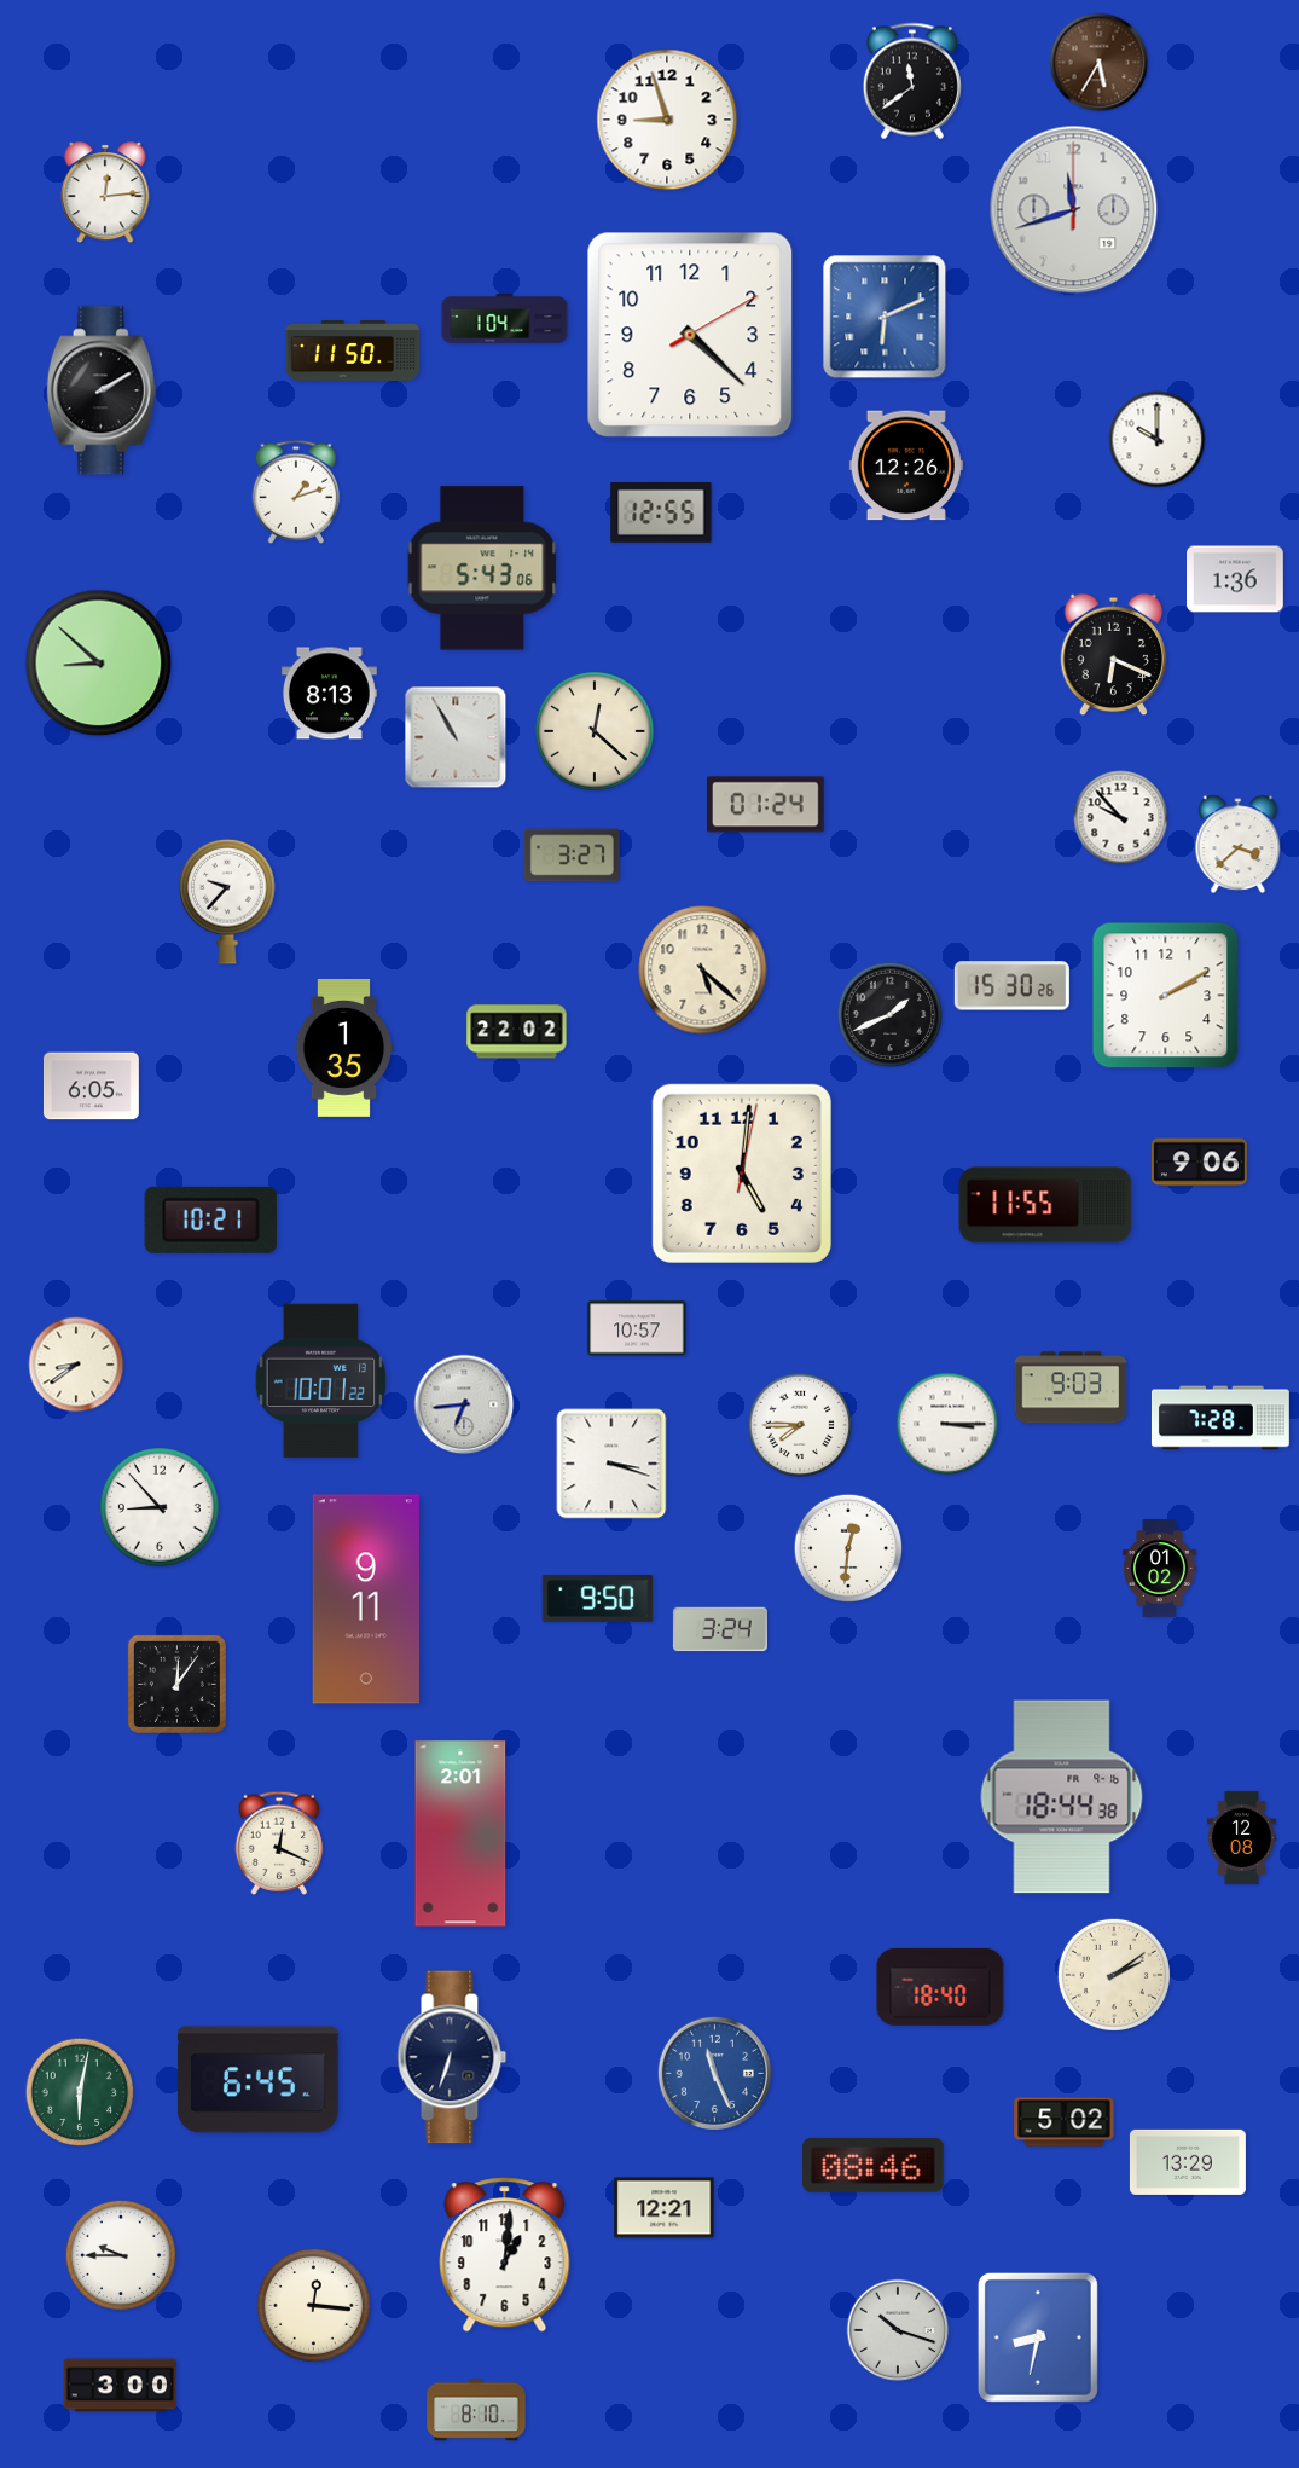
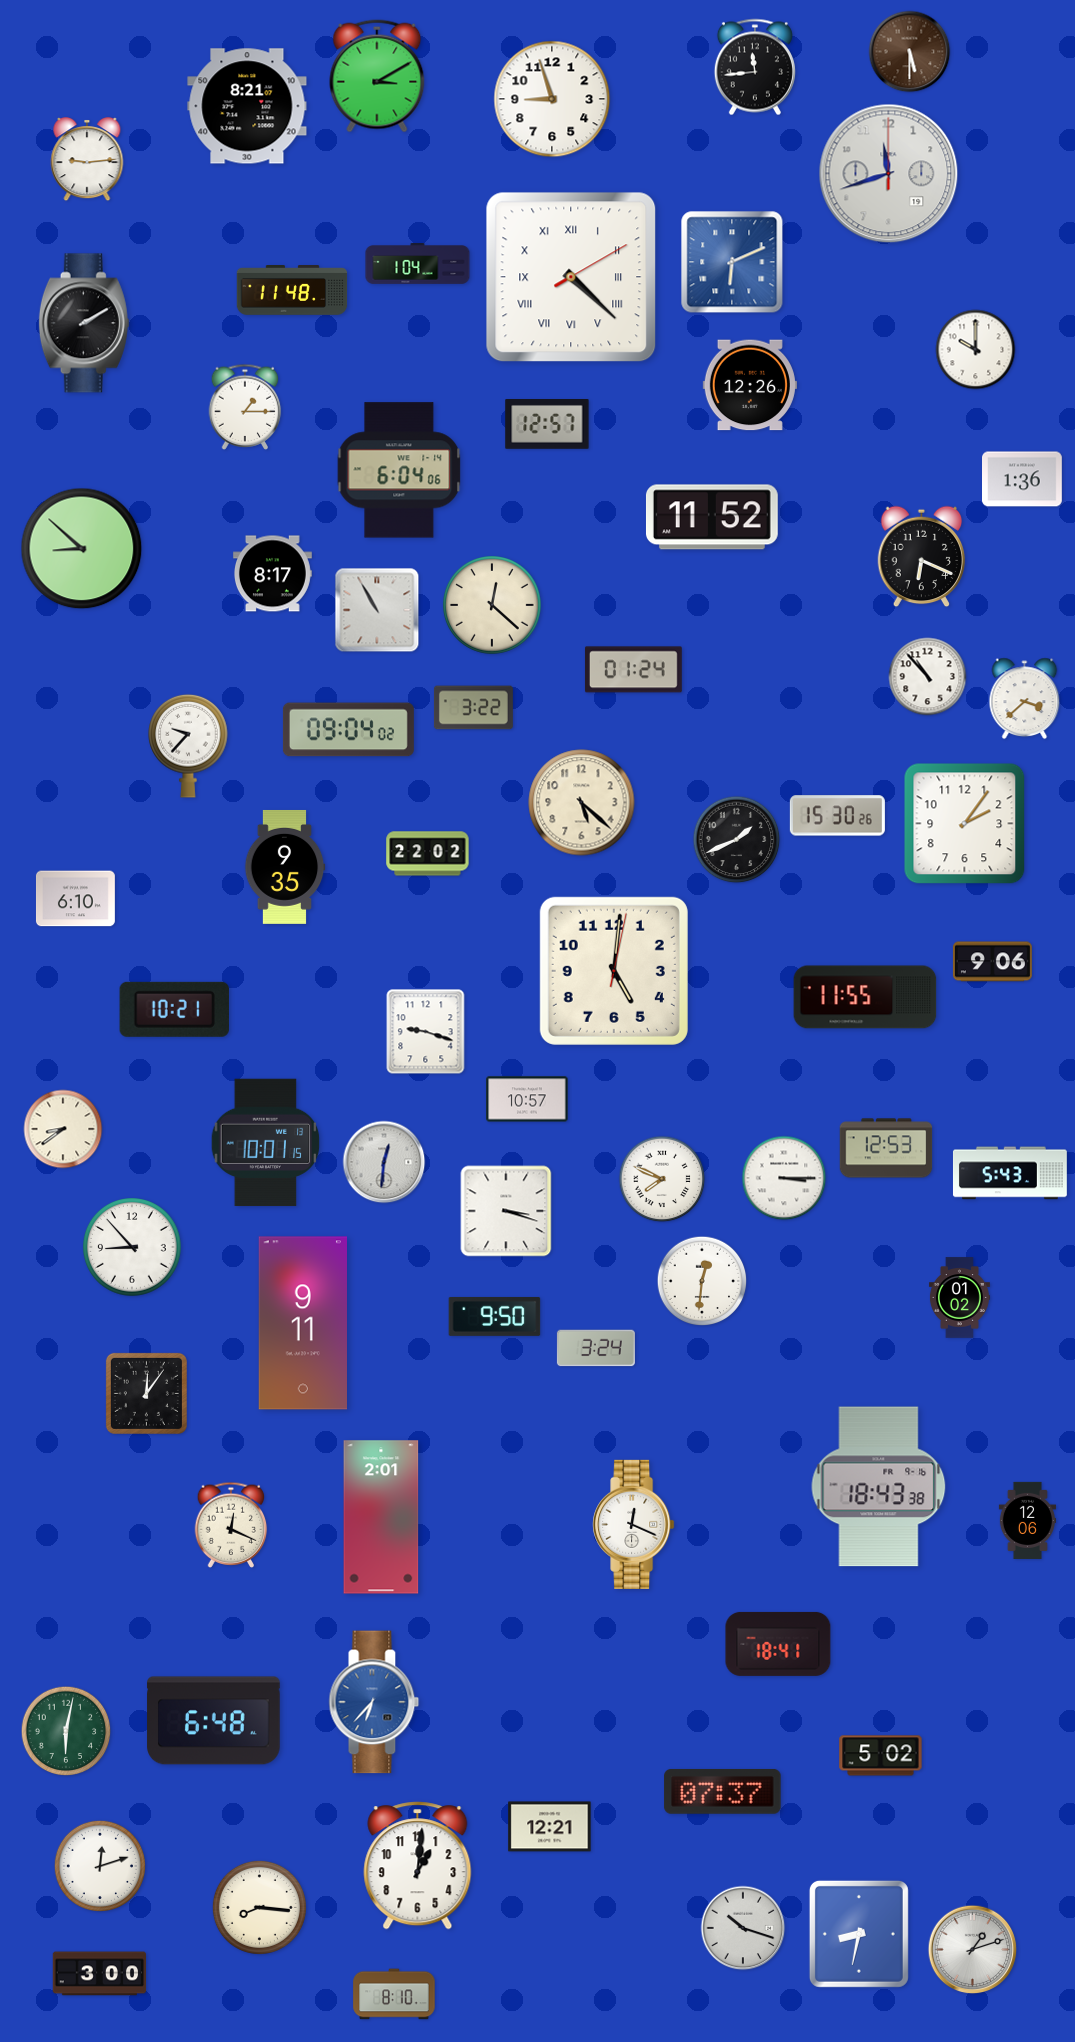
clock at (1100, 63): 5:35 -> 5:30
clock at (912, 81): 11:39 -> 11:44
clock at (377, 76): none -> 3:10
clock at (247, 106): none -> 8:21
clock at (105, 193): 12:14 -> 9:14
clock at (690, 335) numerals: Arabic -> Roman
clock at (353, 352): 11:50 -> 11:48
clock at (1158, 440) position: (1158, 440) -> (976, 350)
clock at (296, 492): 1:12 -> 1:15
clock at (661, 514): 12:55 -> 12:57
clock at (482, 568): 5:43 -> 6:04
clock at (712, 517): none -> 11:52
clock at (1114, 655) position: (1114, 655) -> (922, 557)
clock at (329, 694): 8:13 -> 8:17
clock at (765, 805) position: (765, 805) -> (633, 670)
clock at (1121, 818): 9:53 -> 10:53
clock at (572, 856): 3:27 -> 3:22
clock at (348, 730): none -> 09:04
clock at (1166, 996): 2:10 -> 2:06
clock at (344, 1048): 1:35 -> 9:35
clock at (91, 1087): 6:05 -> 6:10
clock at (426, 1032): none -> 9:18
clock at (321, 1381): 10:01:22 -> 10:01:15
clock at (1071, 1387): 9:03 -> 12:53
clock at (464, 1404): 6:44 -> 12:31
clock at (1220, 1418): 7:28 -> 5:43
clock at (800, 1425): 7:45 -> 7:49
clock at (598, 1598) position: (598, 1598) -> (495, 1316)
clock at (1062, 1797): 18:44 -> 18:43
clock at (1241, 1837): 12:08 -> 12:06
clock at (634, 1524): none -> 12:19
clock at (1114, 1975): 2:09 -> none
clock at (940, 1987): 18:40 -> 18:41
clock at (452, 2057): 6:33 -> 6:37
clock at (452, 2057) dial: navy -> blue
clock at (714, 2073): 11:26 -> none
clock at (259, 2080): 6:45 -> 6:48
clock at (1188, 2162): 13:29 -> none
clock at (874, 2166): 08:46 -> 07:37
clock at (120, 2254): 9:45 -> 12:12
clock at (313, 2305): 12:16 -> 8:16
clock at (973, 1950): none -> 1:12
